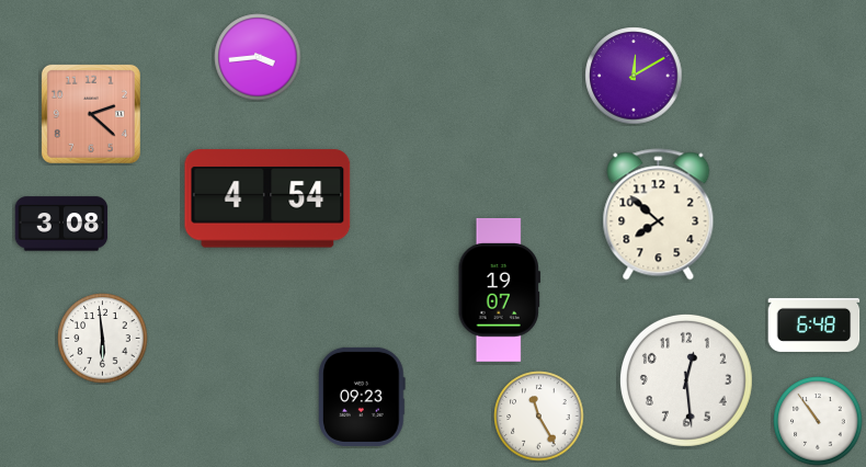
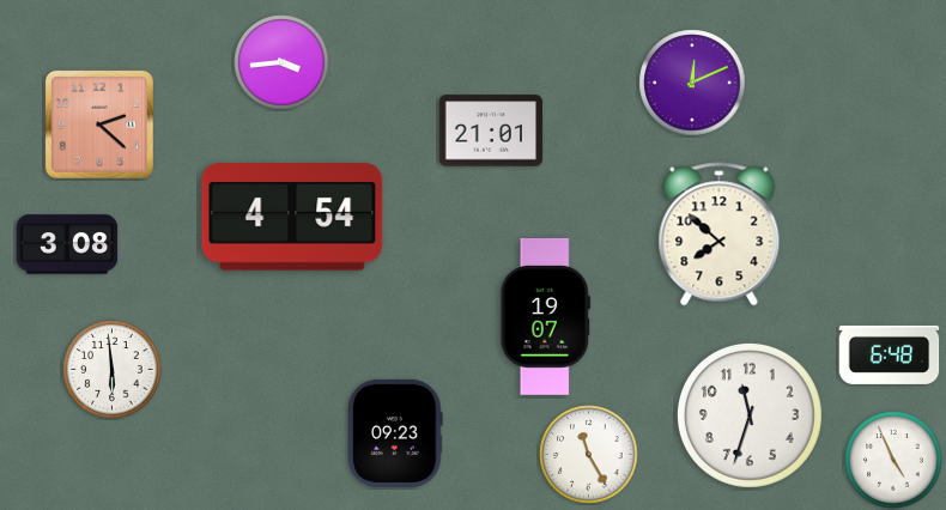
clock at (634, 76): 12:10 -> 12:11
clock at (491, 130): none -> 21:01
clock at (686, 380): 12:29 -> 11:33
clock at (818, 421): 10:54 -> 4:56
